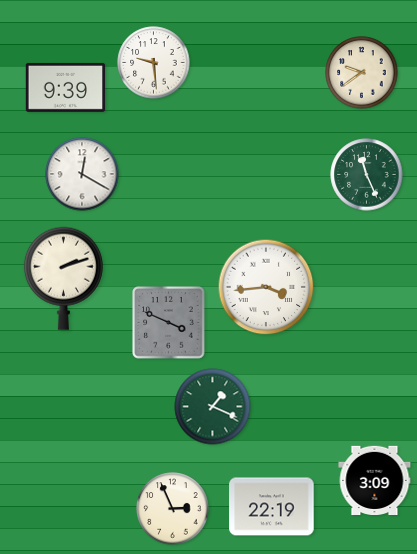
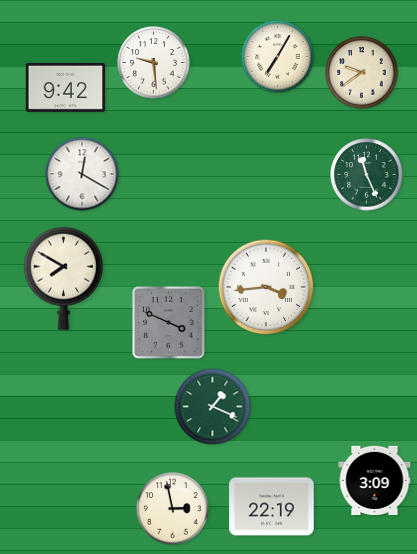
clock at (278, 57): none -> 7:05
clock at (66, 87): 9:39 -> 9:42
clock at (63, 278): 2:12 -> 7:50
clock at (173, 509): 2:56 -> 2:58
